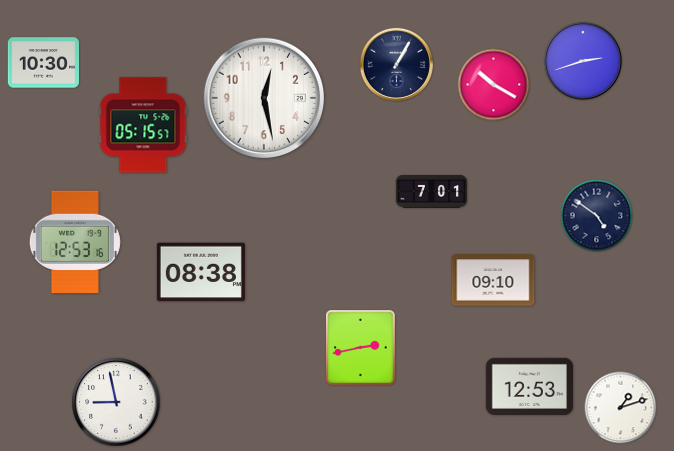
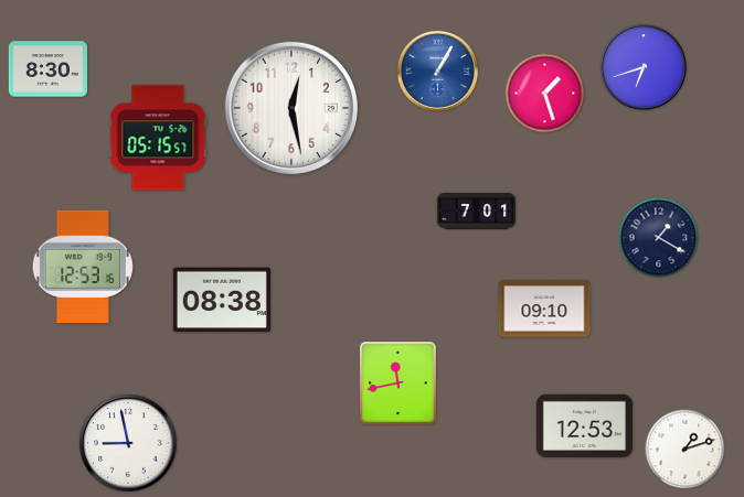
clock at (583, 61): 2:42 -> 6:42
clock at (43, 63): 10:30 -> 8:30
clock at (396, 64) dial: navy -> blue
clock at (494, 85): 10:20 -> 1:27
clock at (597, 216): 4:51 -> 1:20
clock at (361, 348): 2:43 -> 11:43
